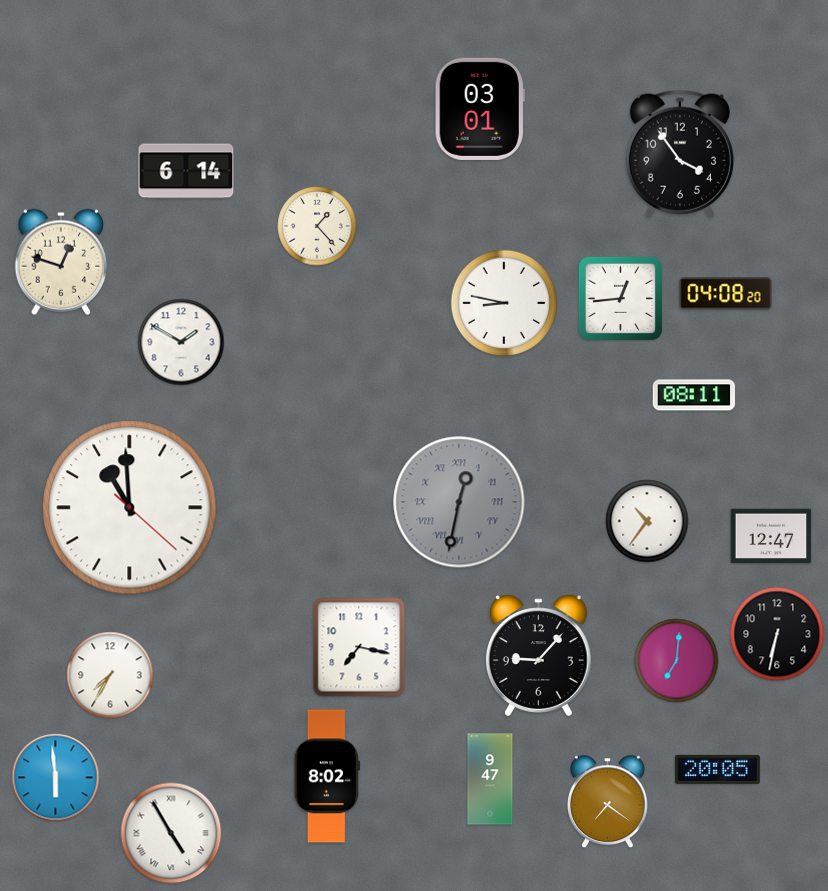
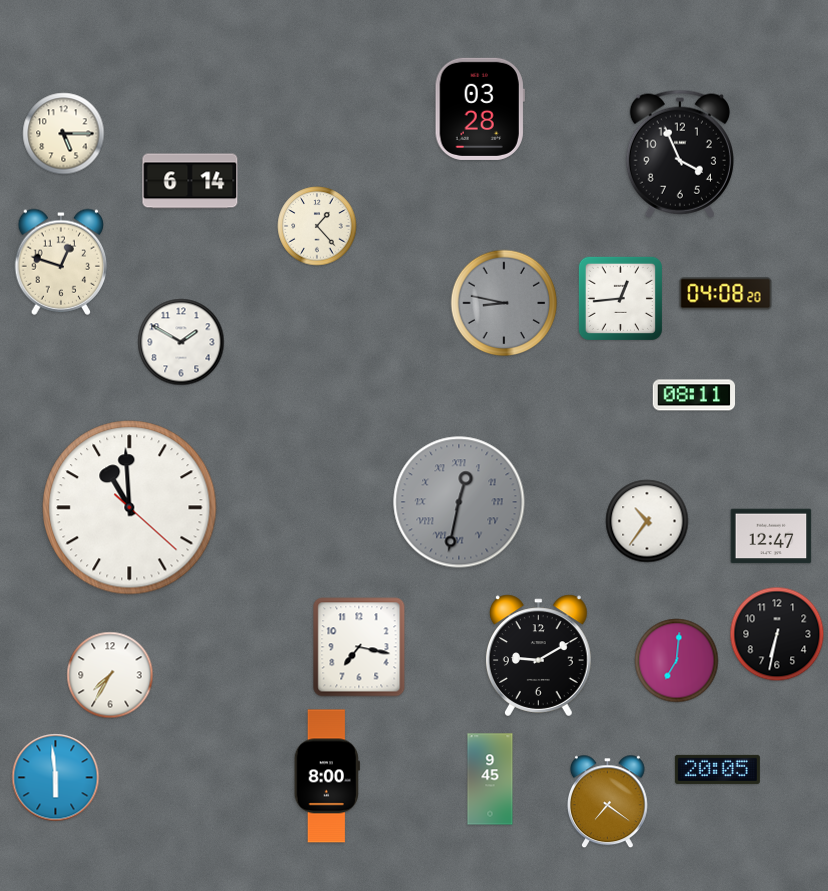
clock at (480, 109): 03:01 -> 03:28
clock at (64, 134): none -> 5:15
clock at (680, 154): 3:54 -> 3:56
clock at (186, 171) position: (186, 171) -> (190, 181)
clock at (504, 303) dial: white -> grey
clock at (538, 656): 9:07 -> 9:10
clock at (327, 776): 8:02 -> 8:00
clock at (490, 779): 9:47 -> 9:45
clock at (171, 833): 4:55 -> none
